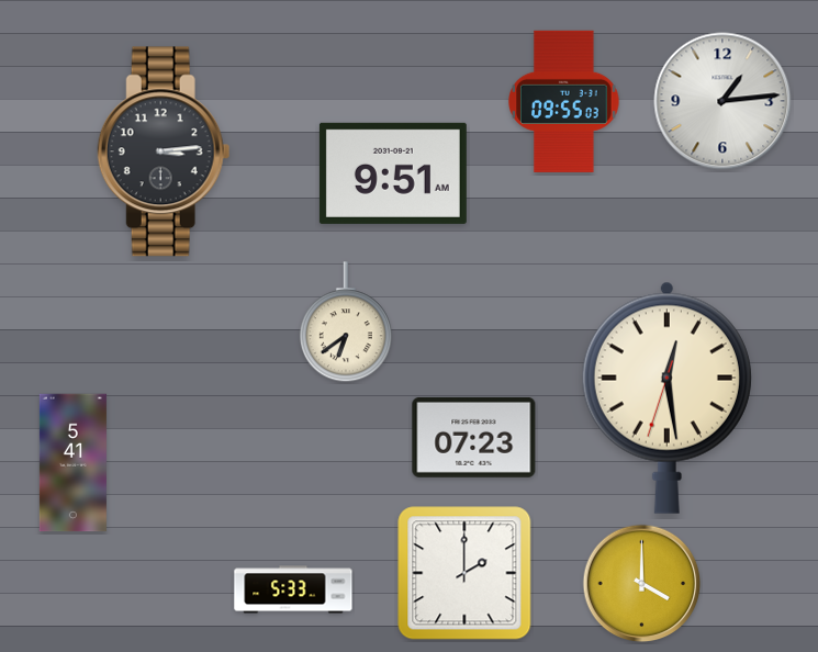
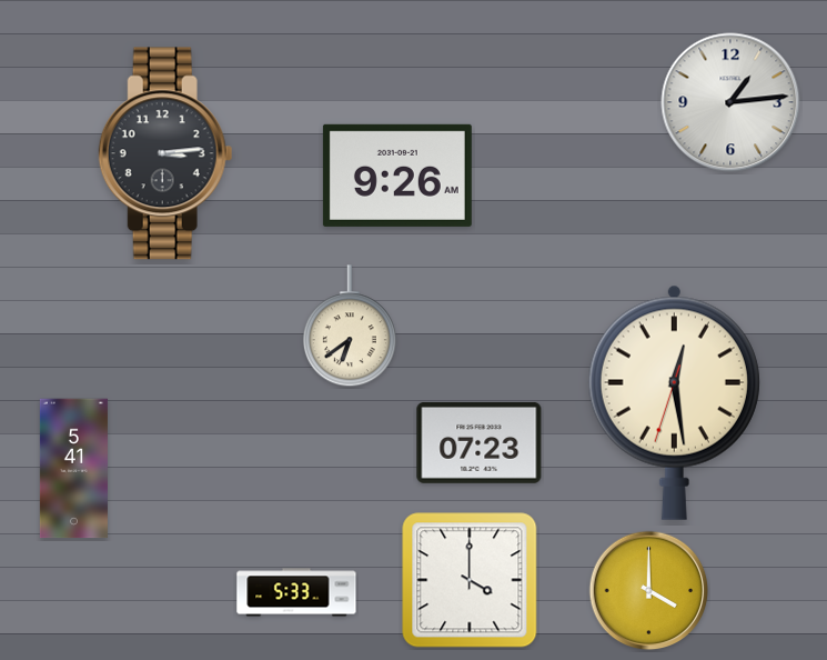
clock at (564, 101): 09:55 -> none
clock at (393, 173): 9:51 -> 9:26
clock at (464, 573): 2:00 -> 4:00
clock at (293, 589) position: (293, 589) -> (296, 592)
